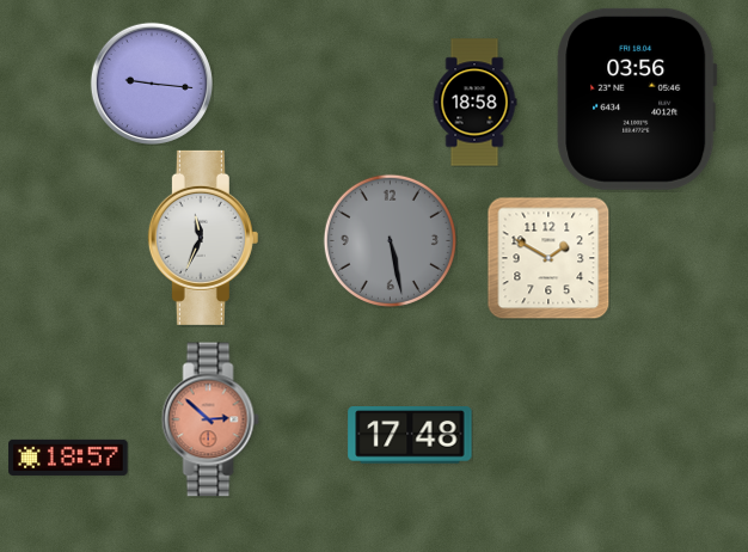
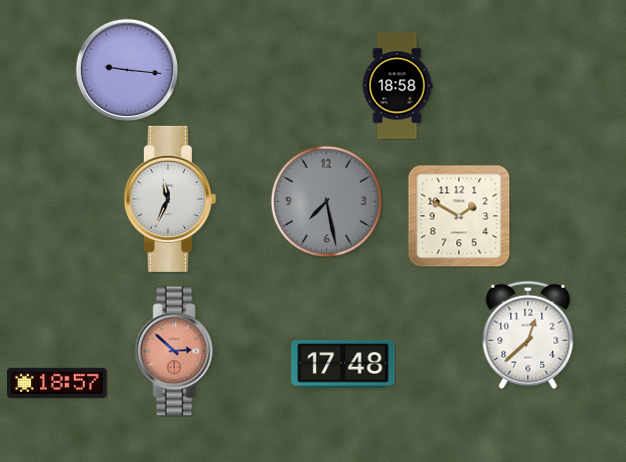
clock at (637, 99): 03:56 -> none
clock at (390, 240): 5:28 -> 7:28
clock at (528, 335): none -> 12:38
